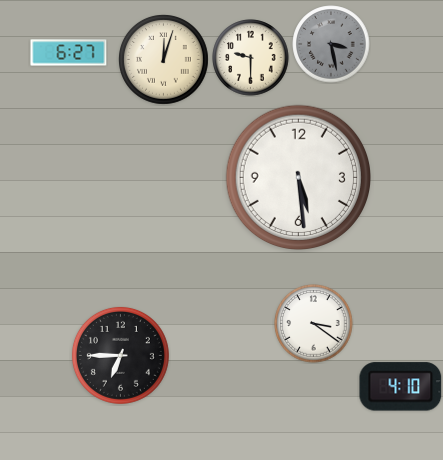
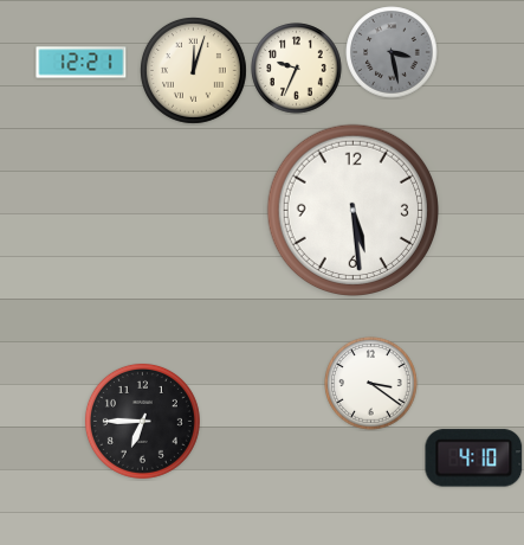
clock at (69, 53): 6:27 -> 12:21
clock at (251, 58): 9:30 -> 9:34
